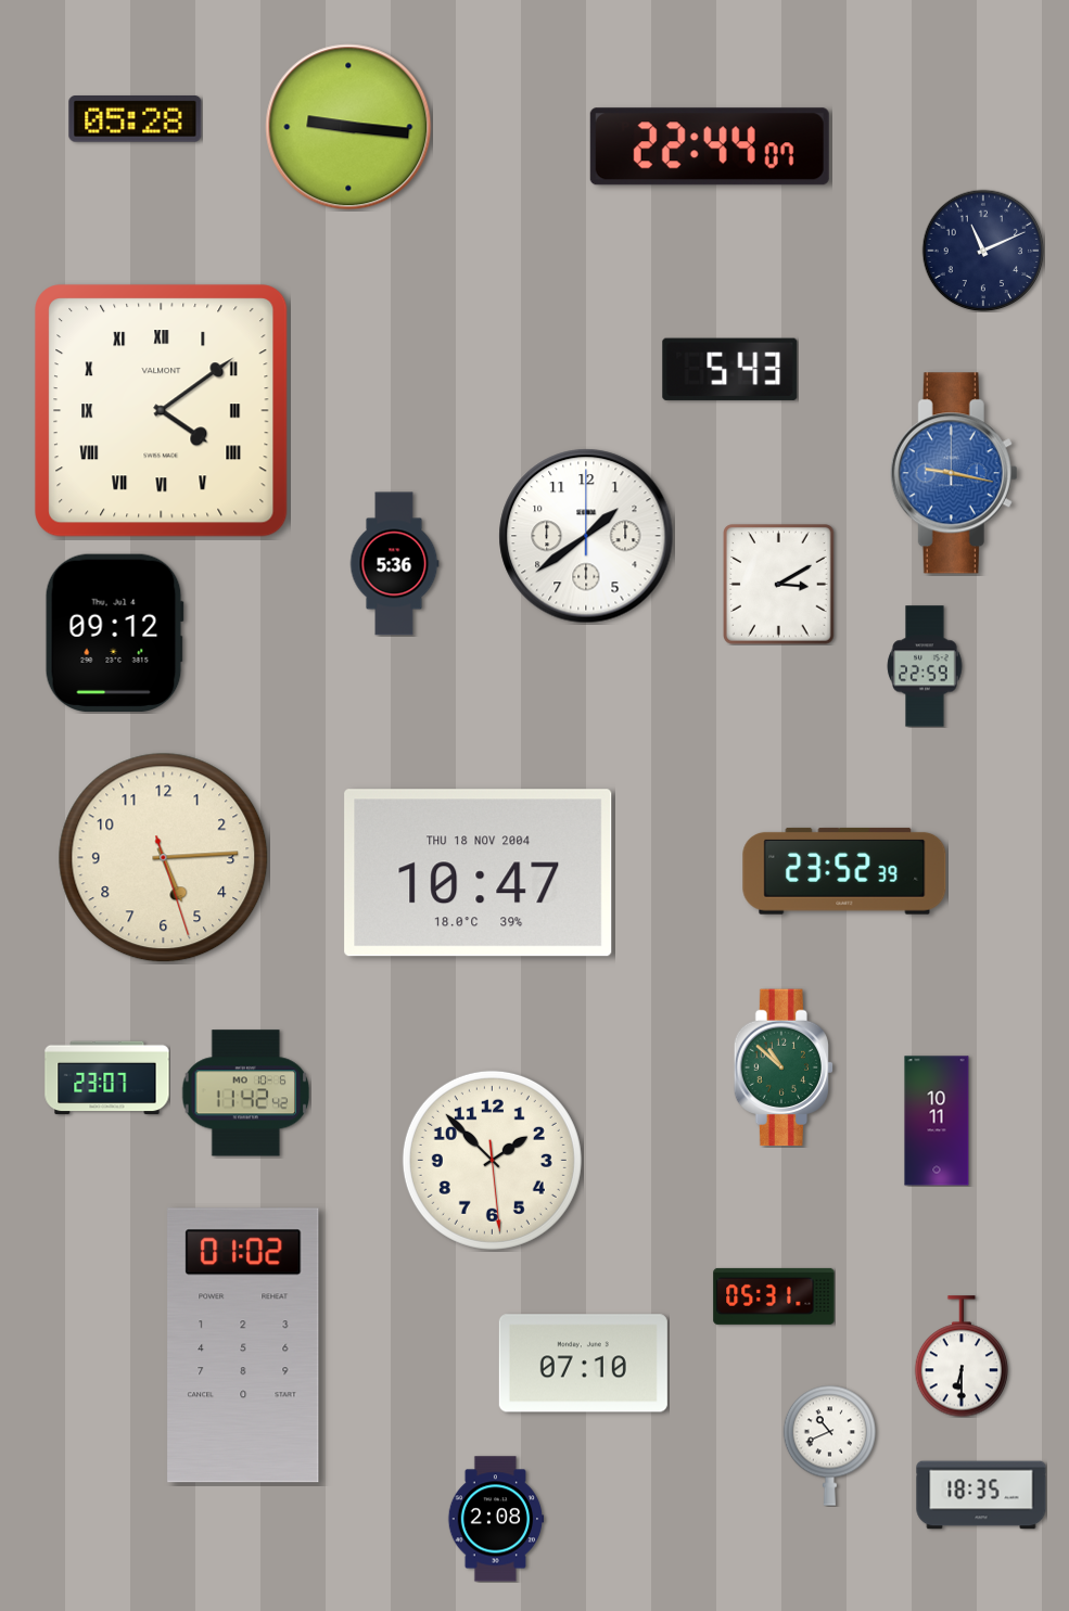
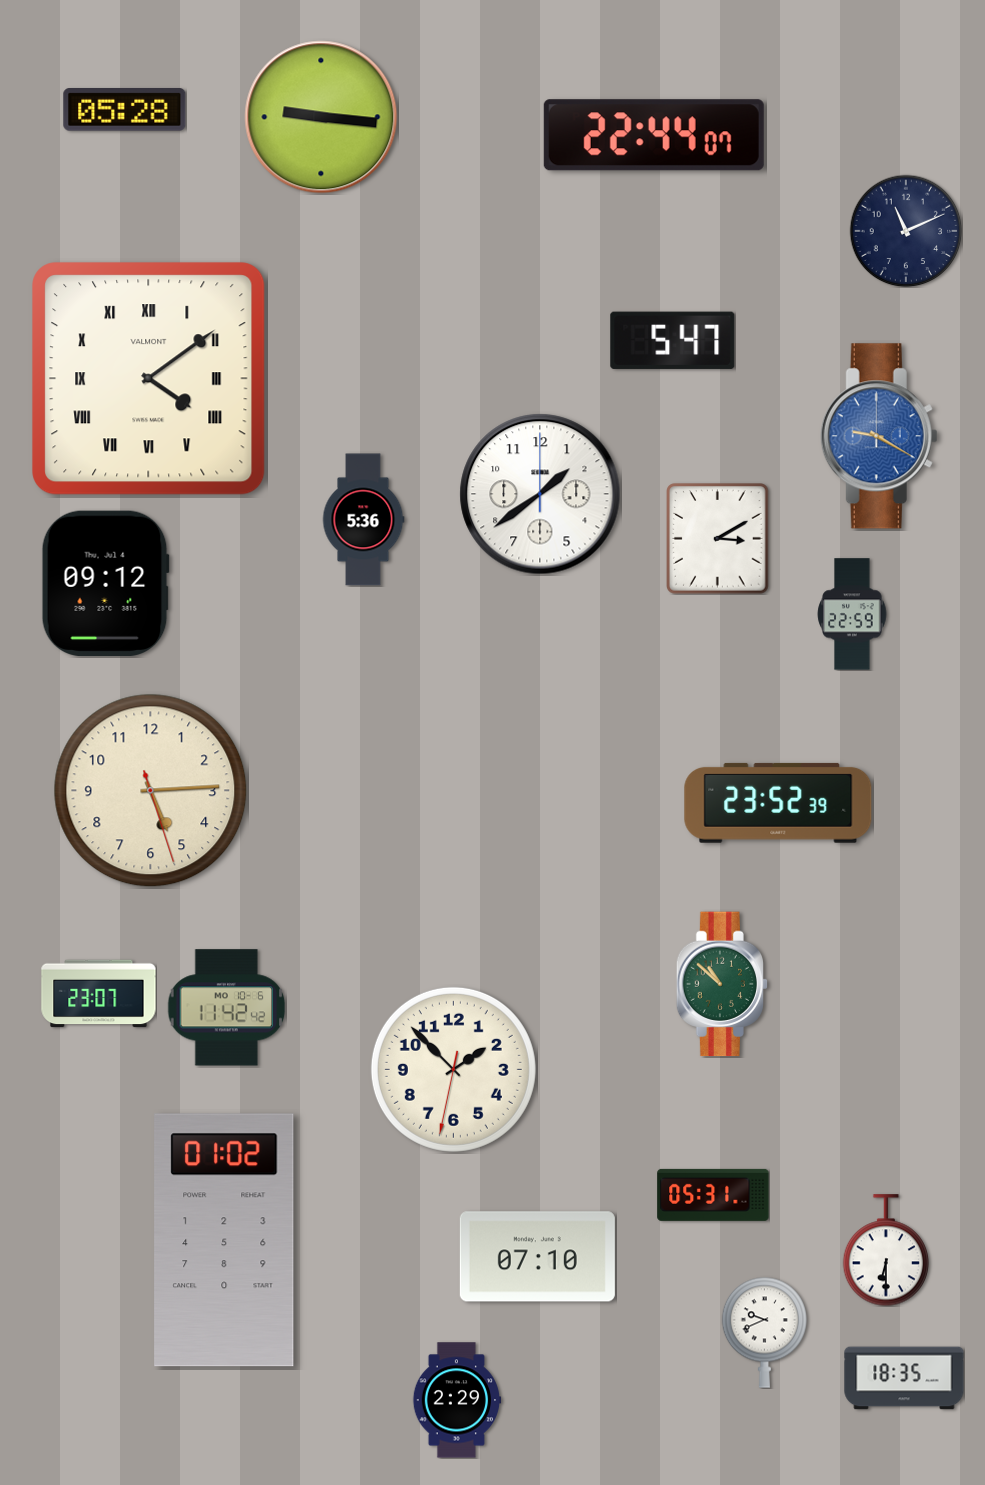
clock at (730, 369): 5:43 -> 5:47
clock at (954, 473): 9:17 -> 9:20
clock at (479, 873): 10:47 -> none
clock at (937, 1121): 10:11 -> none
clock at (492, 1160): 1:52:29 -> 1:52:32
clock at (829, 1445): 10:41 -> 9:41
clock at (496, 1519): 2:08 -> 2:29
